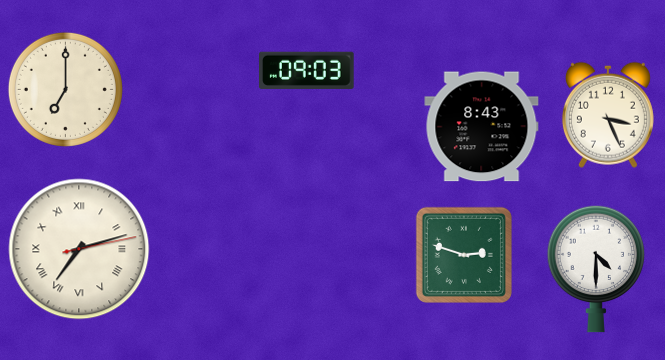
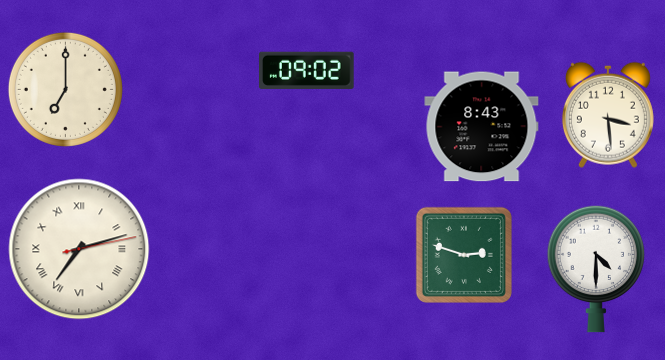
clock at (307, 70): 09:03 -> 09:02
clock at (608, 115): 3:26 -> 3:29
